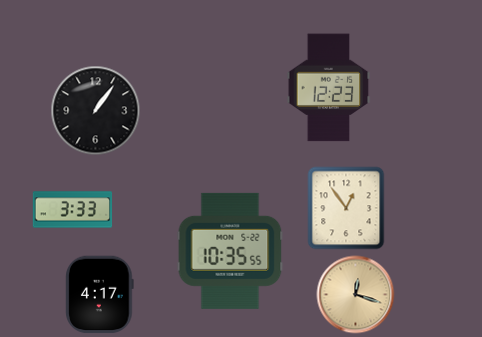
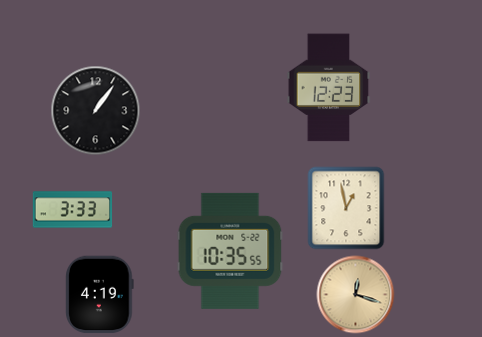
clock at (346, 208): 12:54 -> 12:58
clock at (100, 295): 4:17 -> 4:19
